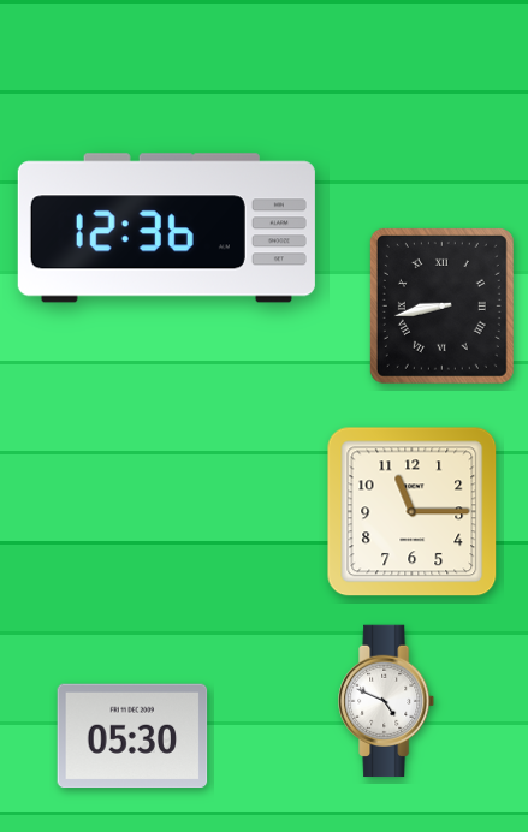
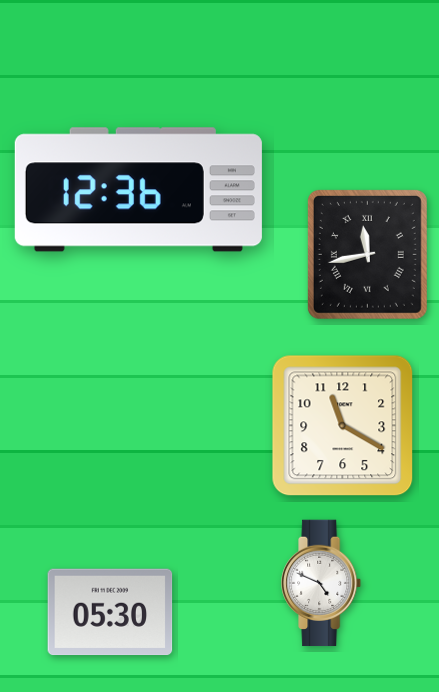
clock at (441, 305): 8:43 -> 11:43
clock at (413, 512): 11:15 -> 11:20
